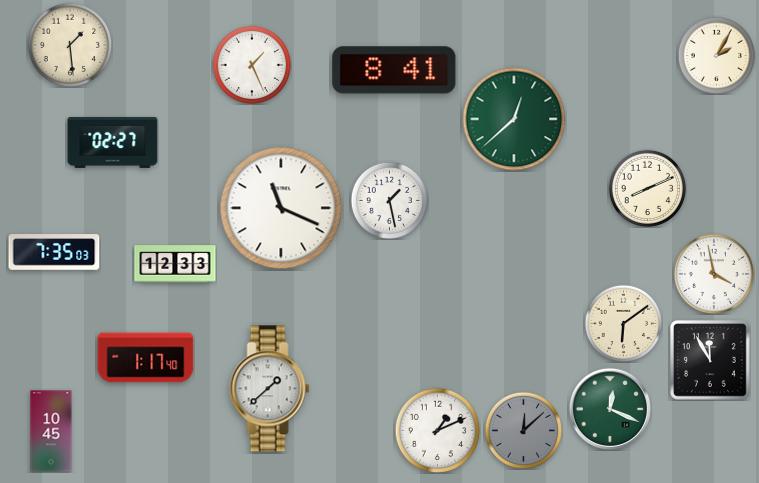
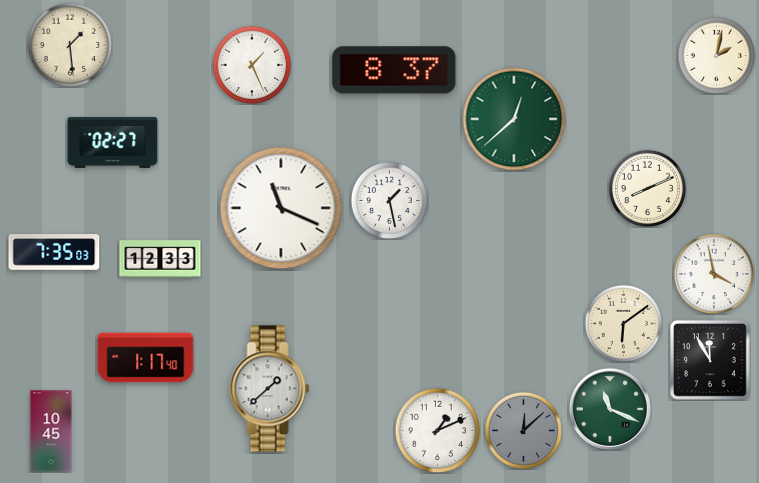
clock at (716, 55): 2:05 -> 2:02
clock at (394, 70): 8:41 -> 8:37
clock at (175, 264) position: (175, 264) -> (160, 259)
clock at (610, 409): 12:19 -> 11:19
